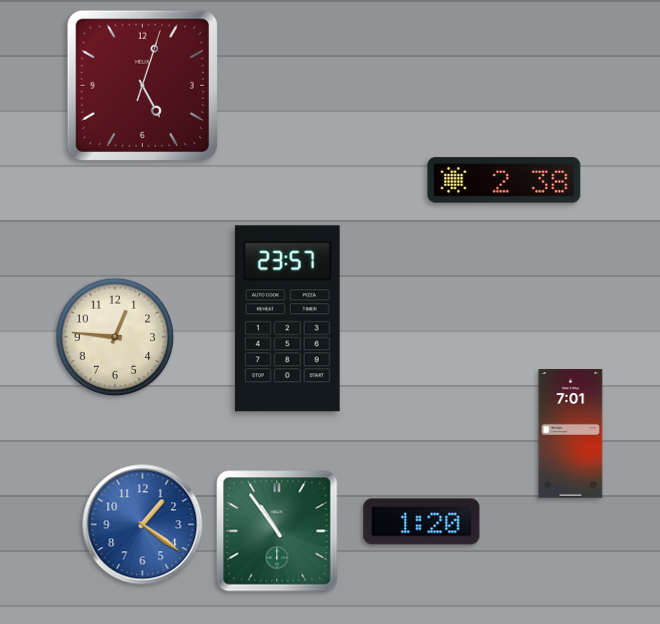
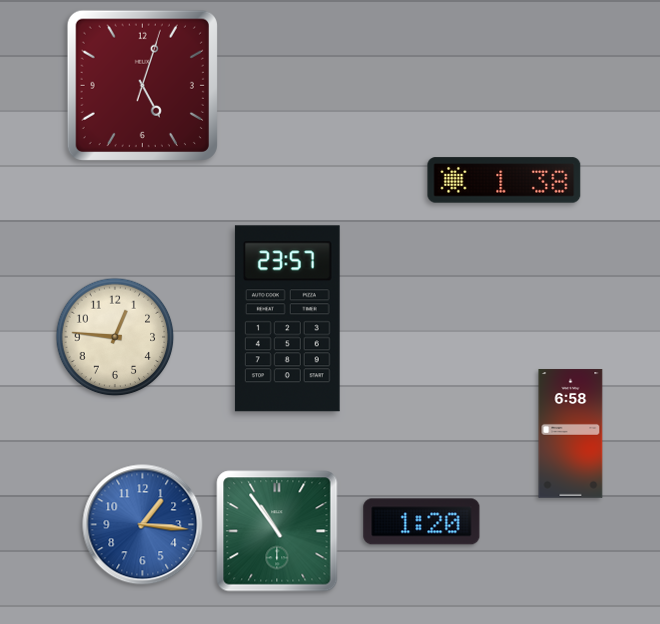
clock at (504, 180): 2:38 -> 1:38
clock at (571, 434): 7:01 -> 6:58
clock at (143, 525): 1:21 -> 1:16
